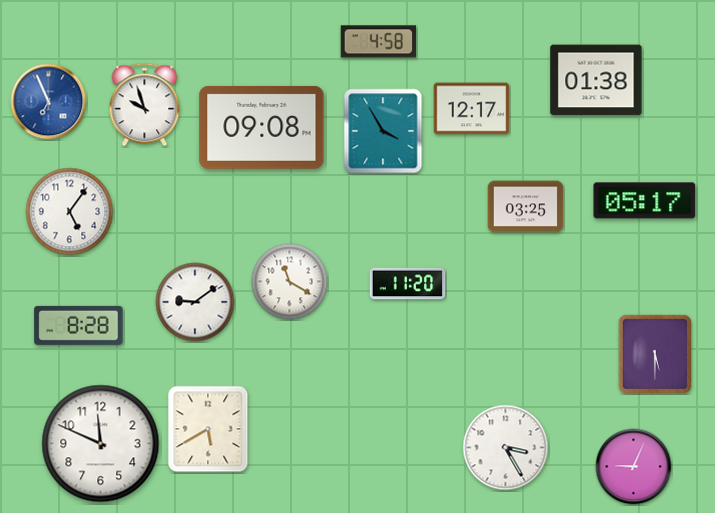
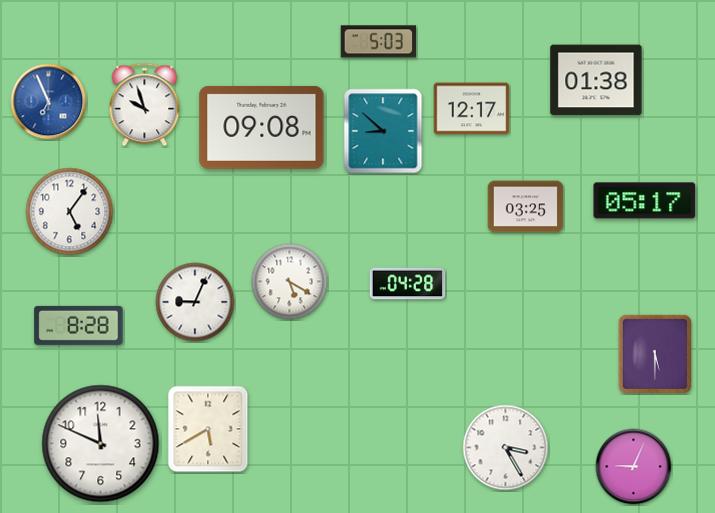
clock at (379, 42): 4:58 -> 5:03
clock at (383, 131): 3:55 -> 8:52
clock at (290, 282): 11:20 -> 5:20
clock at (408, 284): 11:20 -> 04:28
clock at (195, 302): 9:09 -> 9:04
